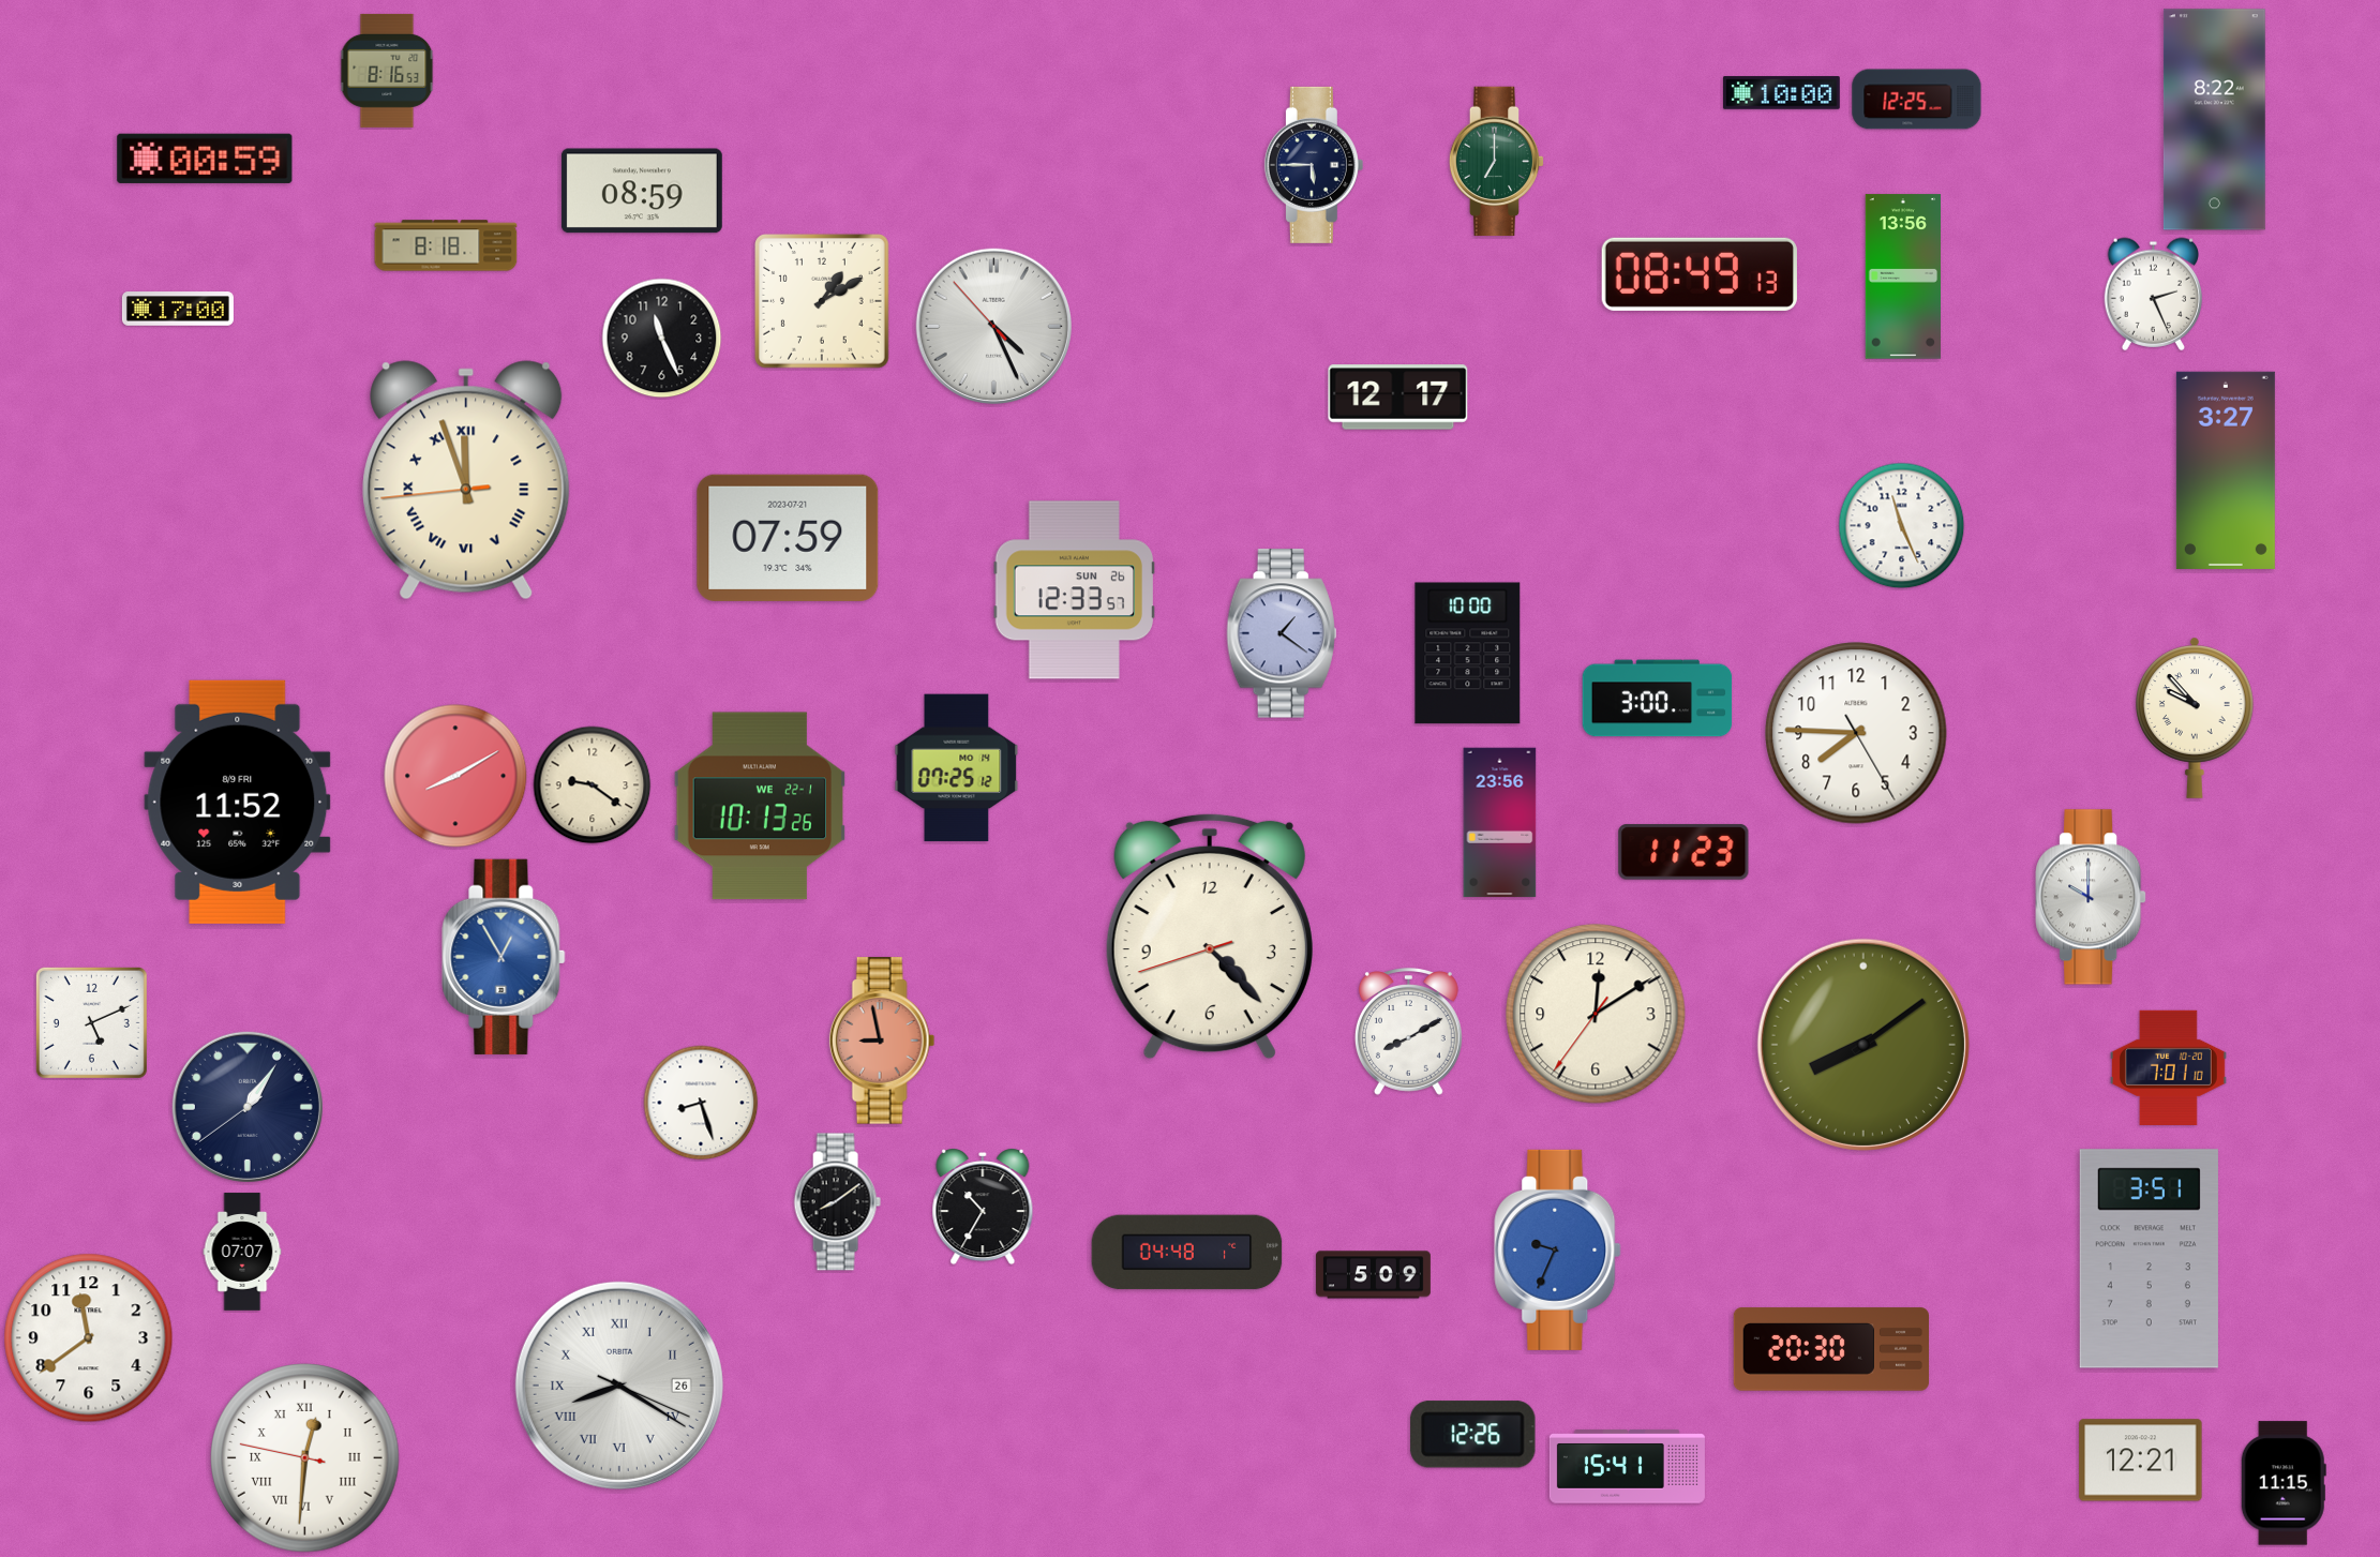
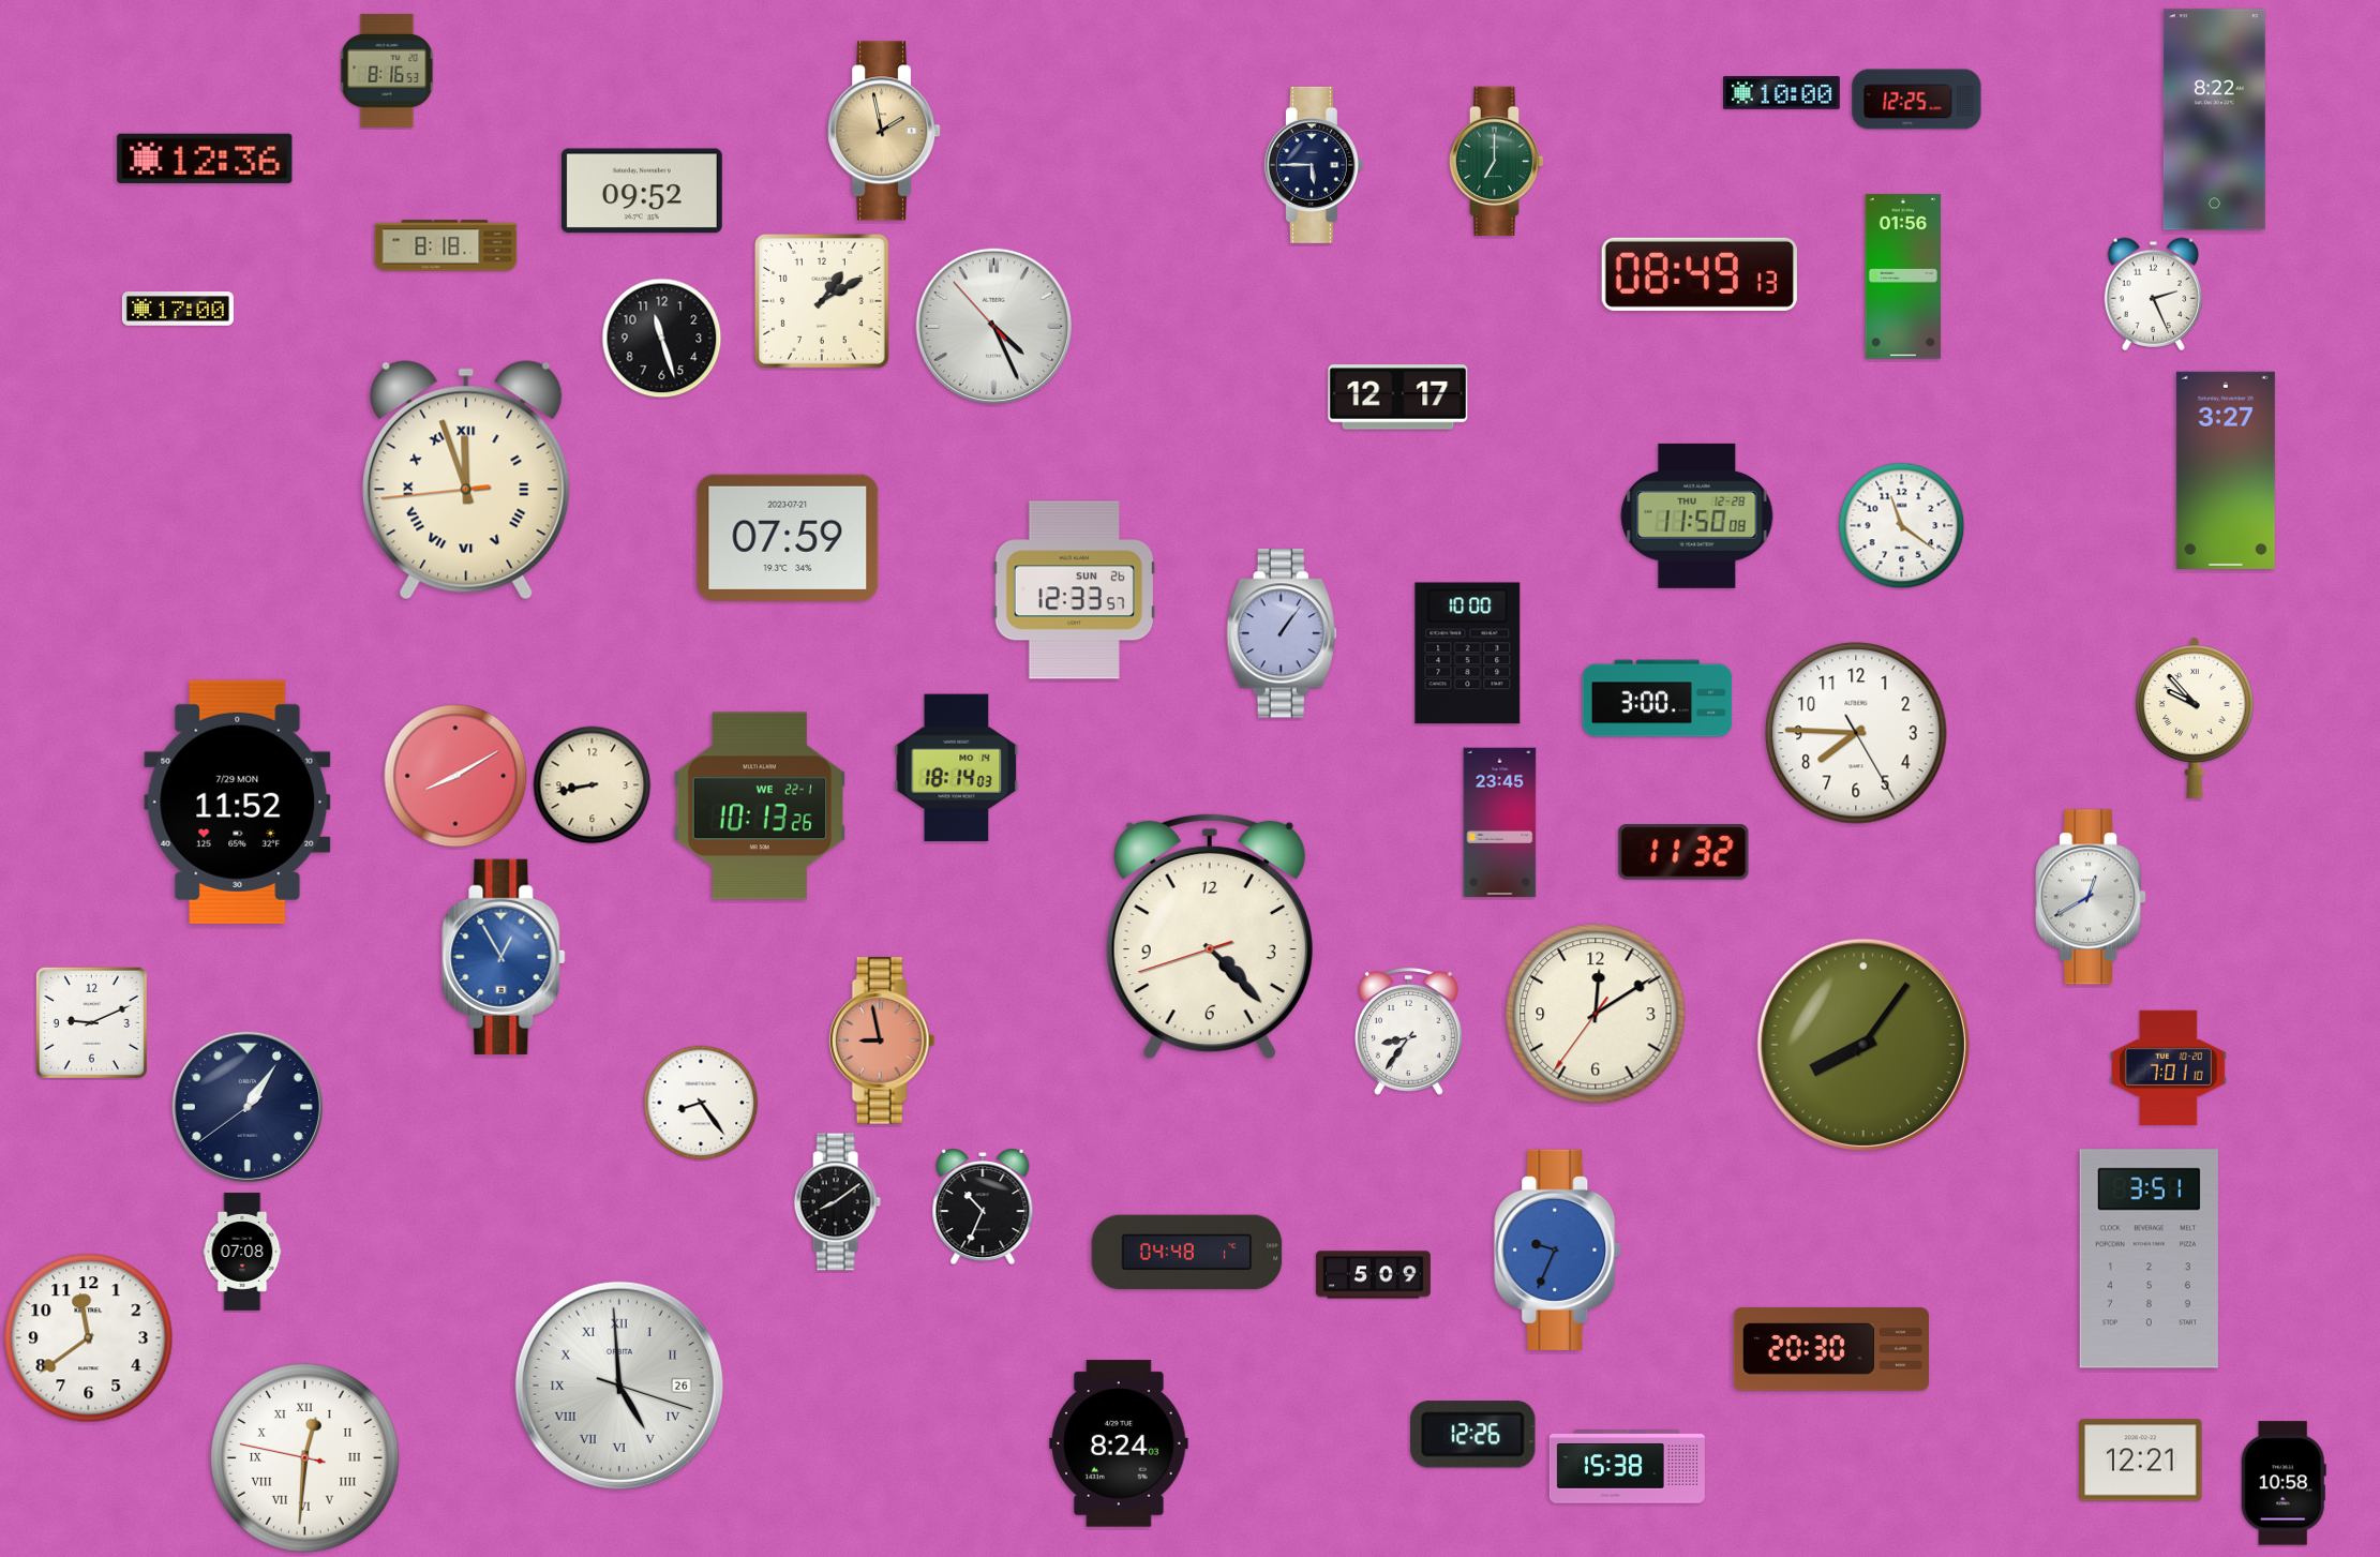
clock at (885, 131): none -> 1:58
clock at (205, 159): 00:59 -> 12:36
clock at (642, 191): 08:59 -> 09:52
clock at (1903, 276): 13:56 -> 01:56
clock at (662, 339): 11:26 -> 11:27
clock at (1697, 515): none -> 11:50
clock at (1902, 526): 11:26 -> 11:21
clock at (1282, 633): 1:21 -> 1:06
clock at (957, 768): 07:25 -> 18:14
clock at (593, 785): 9:21 -> 8:43
clock at (238, 802) date: 8/9 FRI -> 7/29 MON
clock at (1500, 823): 23:56 -> 23:45
clock at (1683, 852): 11:23 -> 11:32
clock at (2091, 897): 10:00 -> 12:40
clock at (91, 1022): 5:11 -> 9:11
clock at (1408, 1032): 8:10 -> 8:36
clock at (1863, 1045): 8:09 -> 8:06
clock at (701, 1103): 8:27 -> 8:24
clock at (983, 1207): 10:35 -> 10:34
clock at (242, 1252): 07:07 -> 07:08
clock at (619, 1386): 8:20 -> 4:59
clock at (1119, 1443): none -> 8:24
clock at (1627, 1467): 15:41 -> 15:38
clock at (2284, 1483): 11:15 -> 10:58
